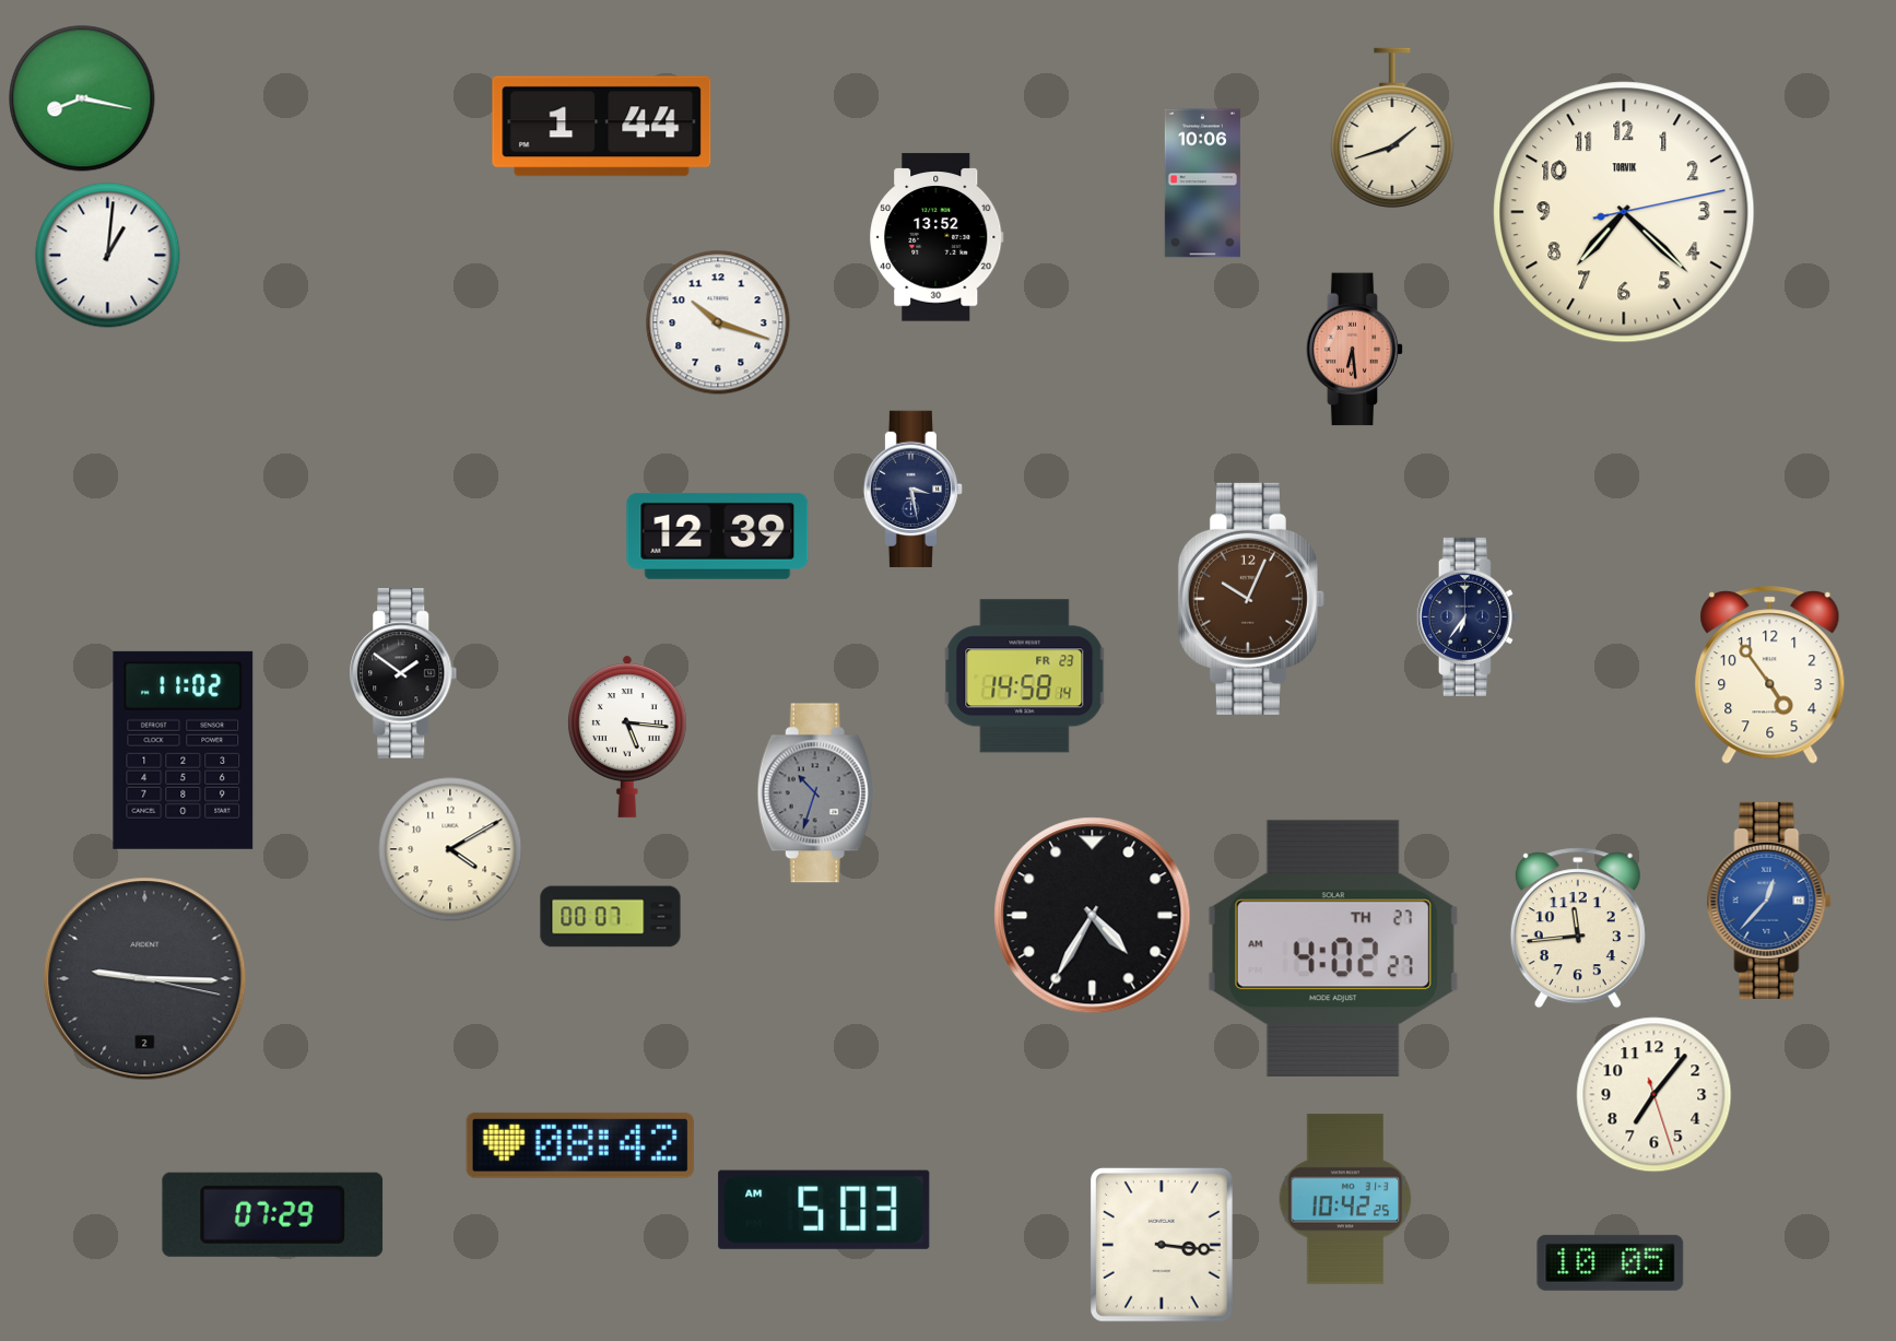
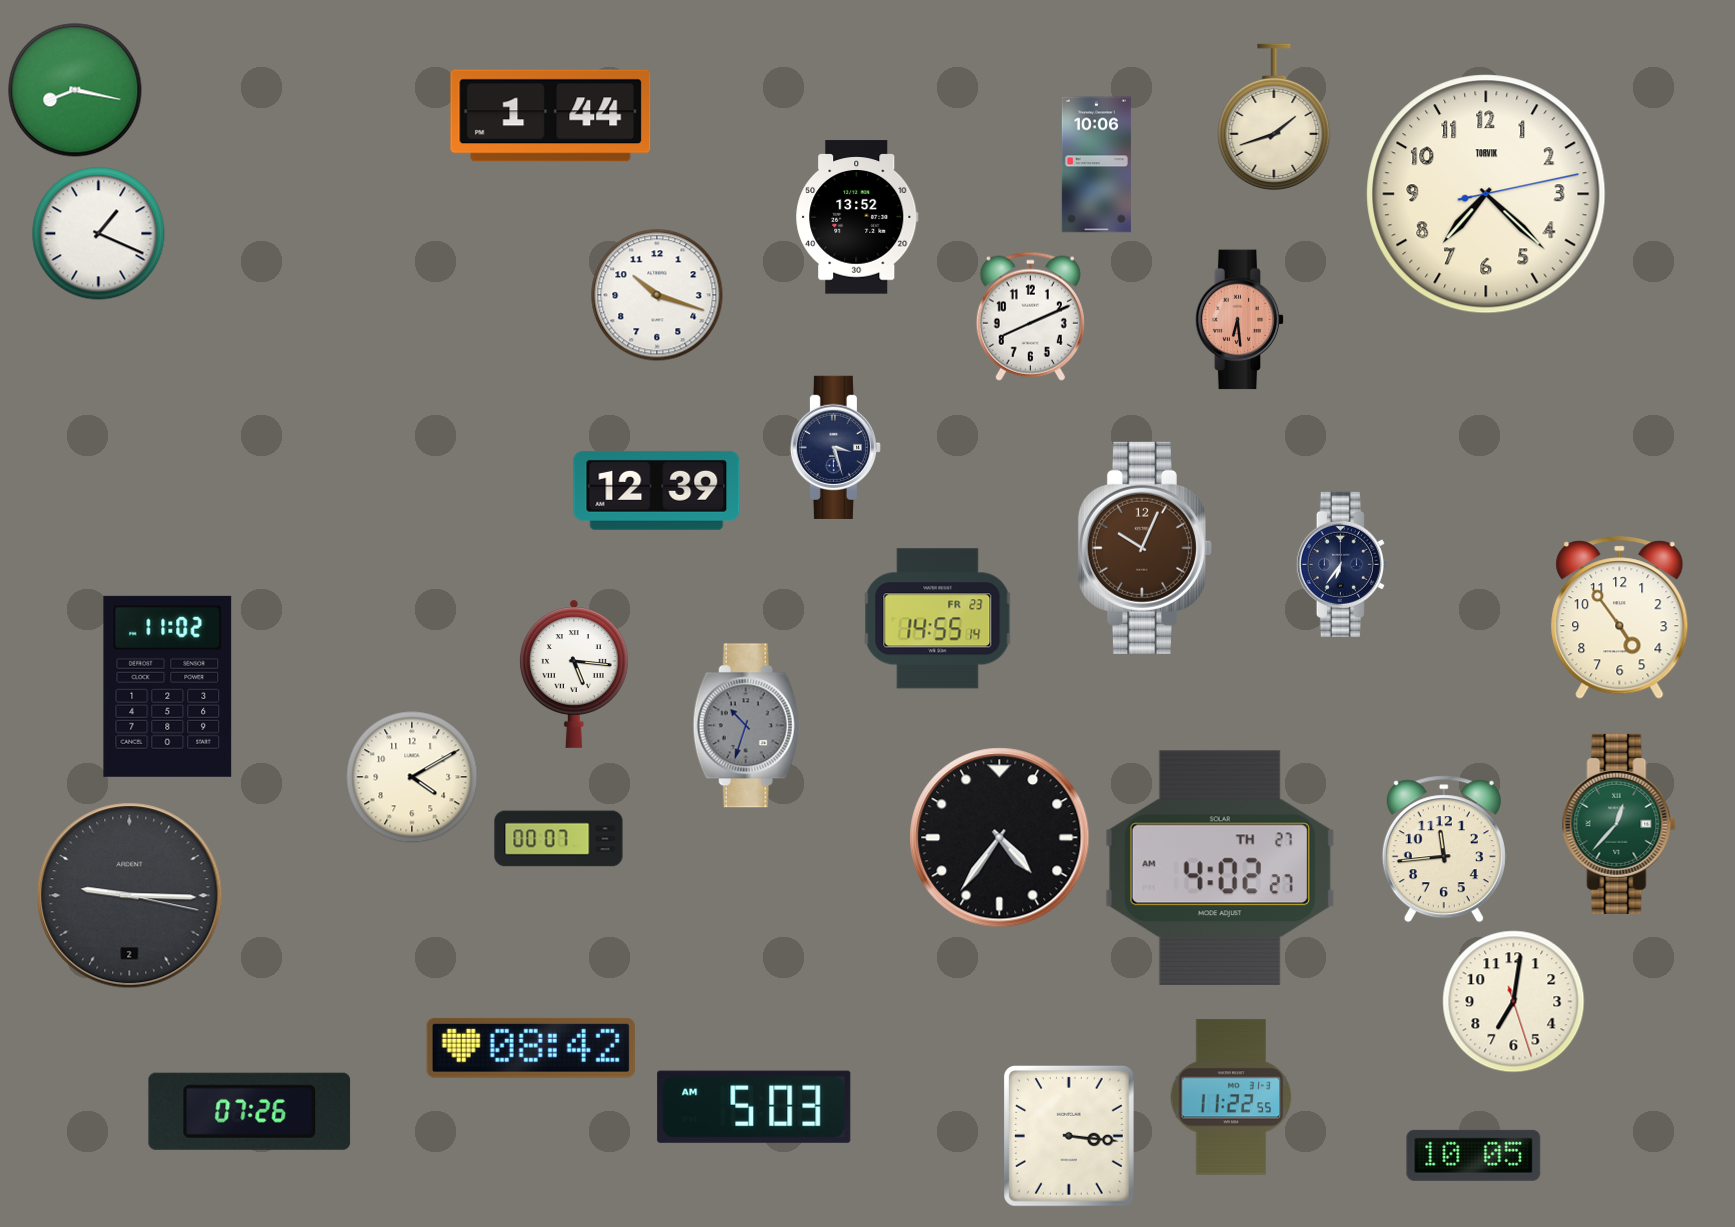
clock at (1202, 184) position: (1202, 184) -> (1096, 165)
clock at (108, 256): 1:01 -> 1:19
clock at (1030, 316): none -> 8:11
clock at (912, 489): 3:28 -> 3:27
clock at (403, 673): 1:51 -> none
clock at (1025, 677): 14:58 -> 14:55
clock at (1769, 901) dial: blue -> green
clock at (1093, 916): 4:35 -> 4:36
clock at (145, 979) position: (145, 979) -> (130, 896)
clock at (1654, 1095): 7:06 -> 7:01
clock at (1345, 1199): 10:42 -> 11:22
clock at (273, 1214): 07:29 -> 07:26
clock at (1162, 1245) position: (1162, 1245) -> (1069, 1136)
